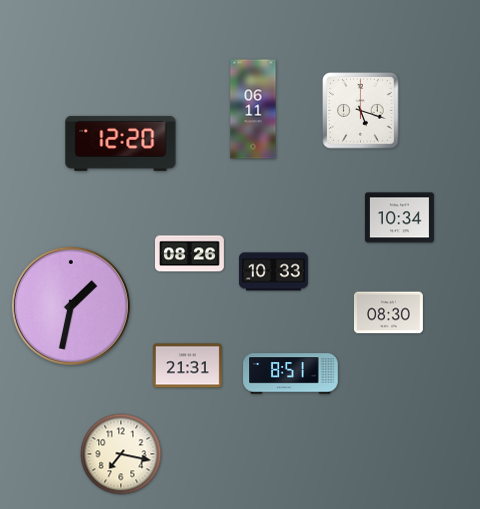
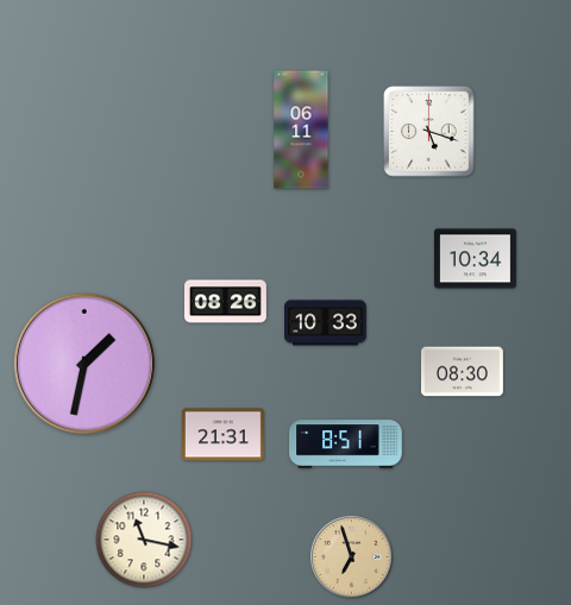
clock at (121, 143): 12:20 -> none
clock at (121, 454): 7:17 -> 11:17
clock at (352, 557): none -> 6:57
